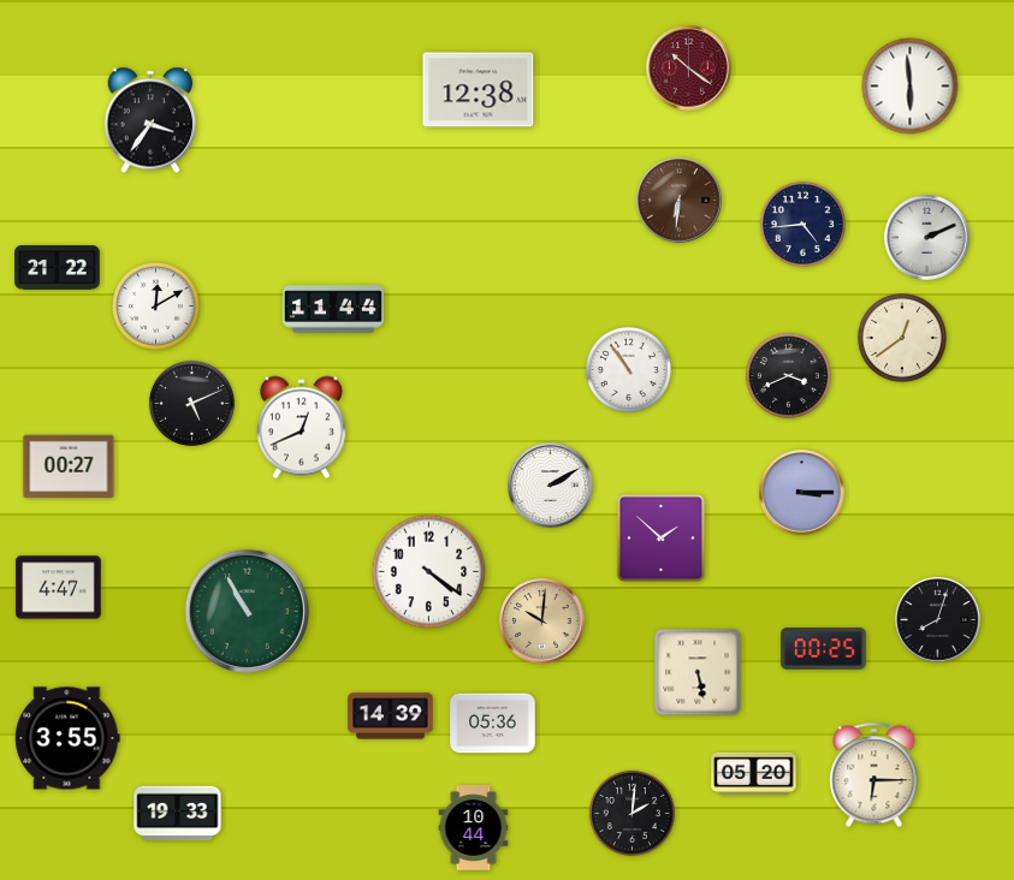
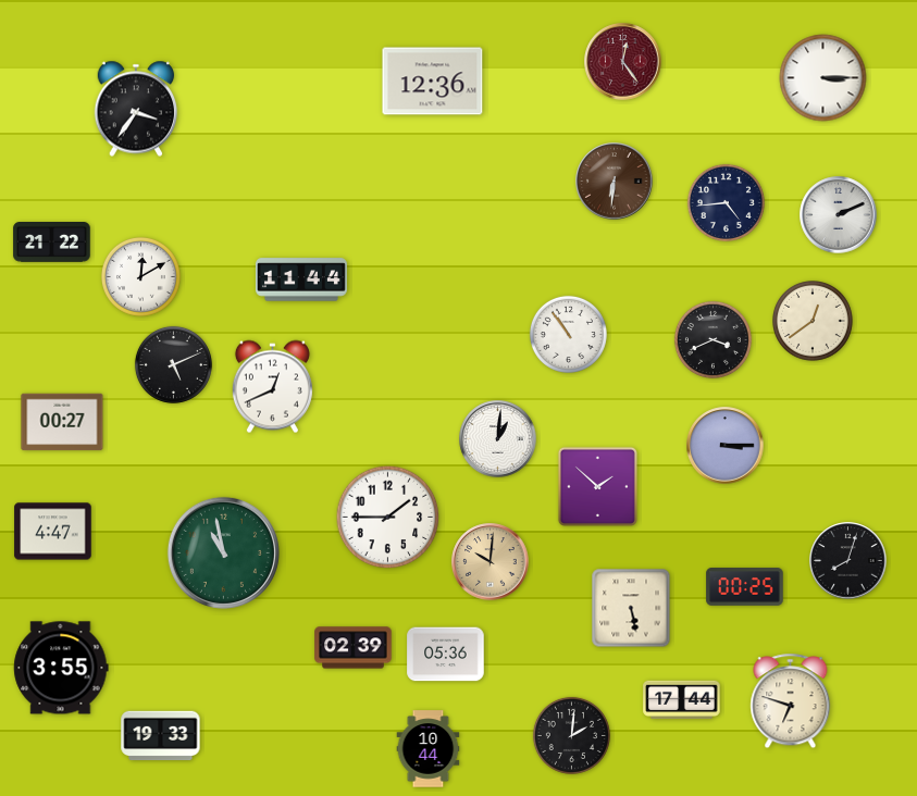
clock at (689, 69): 10:21 -> 12:24
clock at (911, 87): 5:59 -> 3:15
clock at (479, 90): 12:38 -> 12:36
clock at (903, 339) position: (903, 339) -> (814, 322)
clock at (551, 486): 2:10 -> 1:01
clock at (429, 572): 4:21 -> 1:45
clock at (247, 611): 10:55 -> 10:58
clock at (391, 717): 14:39 -> 02:39
clock at (754, 774): 05:20 -> 17:44
clock at (874, 775): 6:15 -> 6:48
